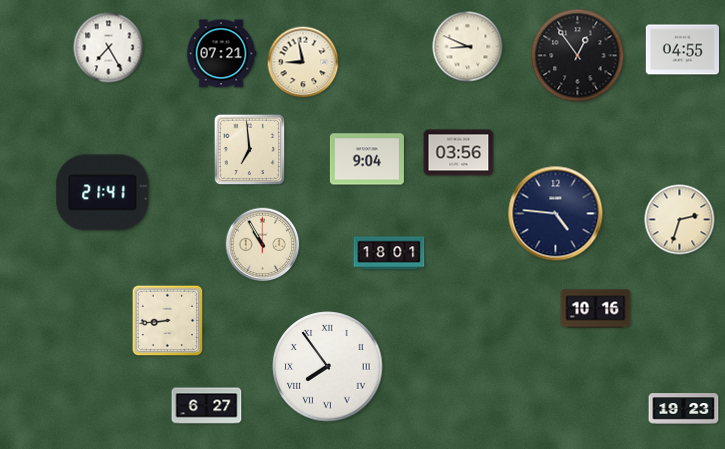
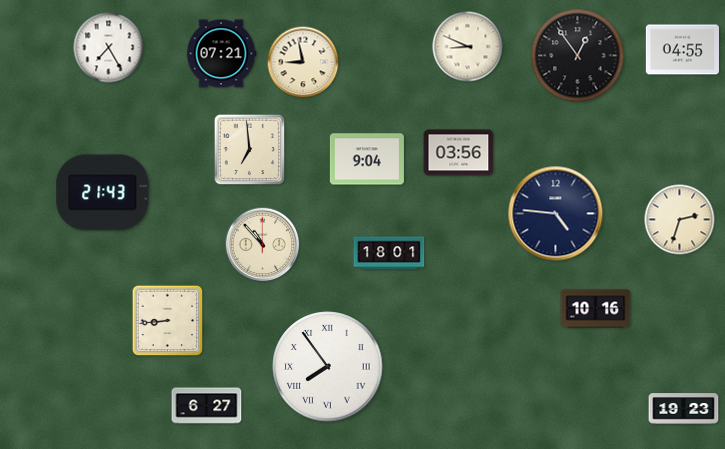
clock at (103, 193): 21:41 -> 21:43
clock at (263, 245): 10:55 -> 10:53
